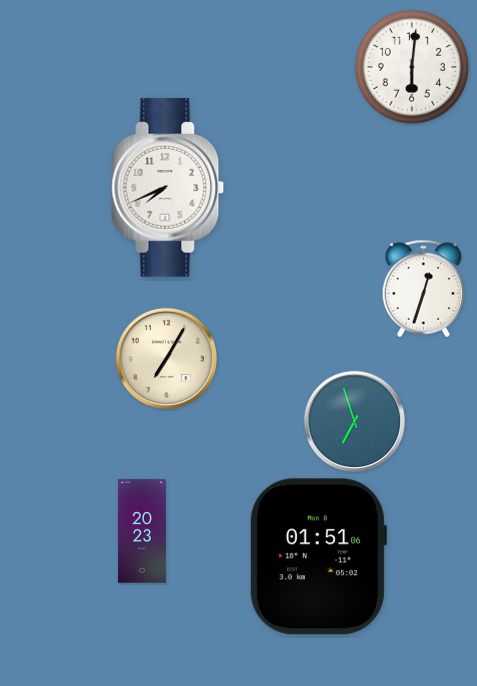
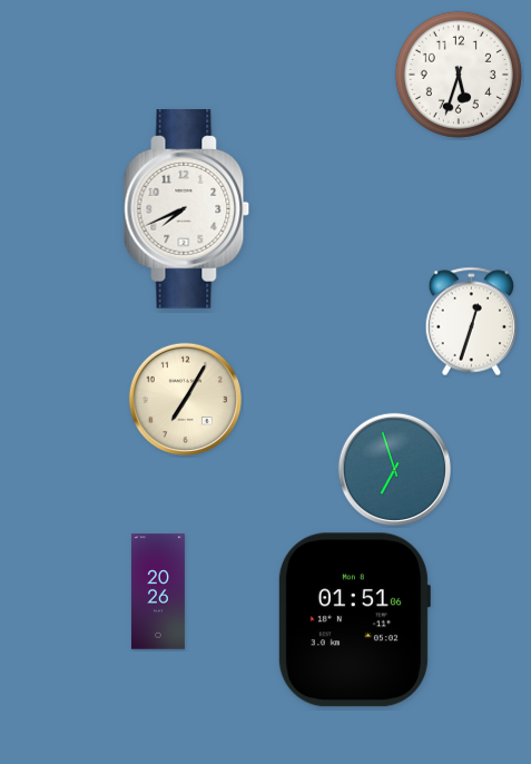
clock at (412, 67): 6:01 -> 5:33
clock at (142, 531): 20:23 -> 20:26
